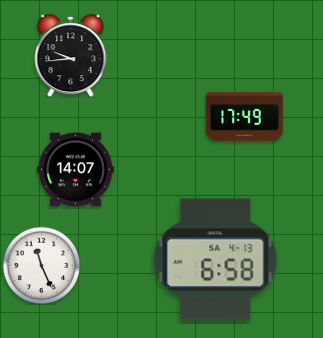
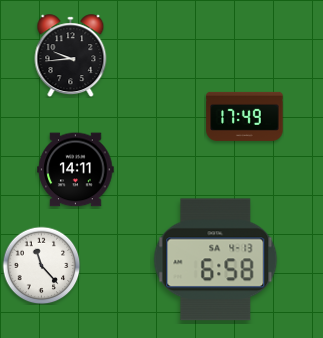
clock at (76, 170): 14:07 -> 14:11
clock at (41, 265): 11:26 -> 11:23
